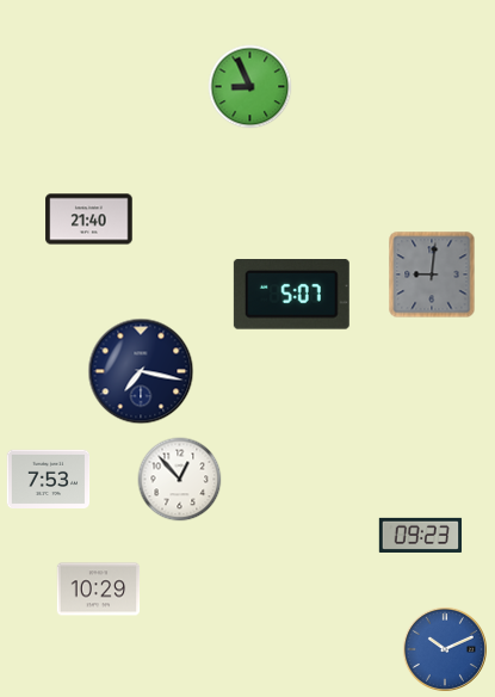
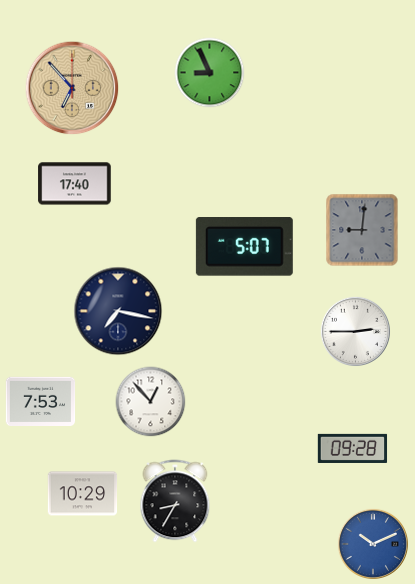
clock at (72, 88): none -> 6:53
clock at (89, 220): 21:40 -> 17:40
clock at (355, 331): none -> 2:45
clock at (421, 535): 09:23 -> 09:28
clock at (175, 501): none -> 8:35
